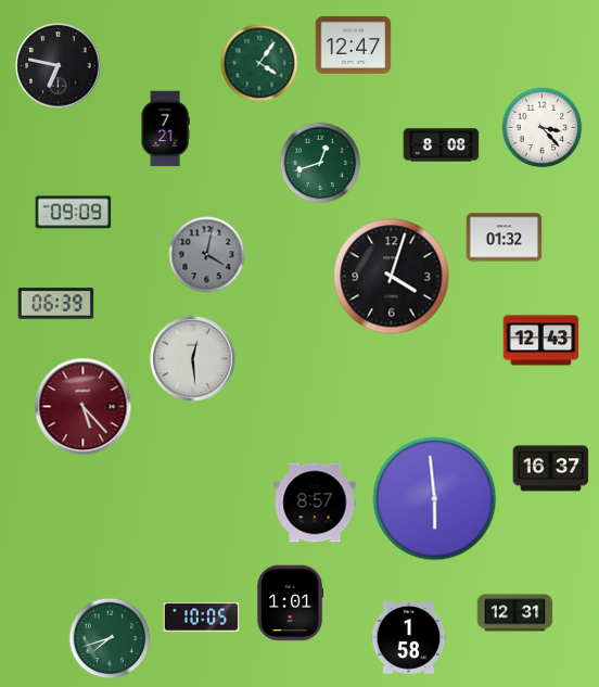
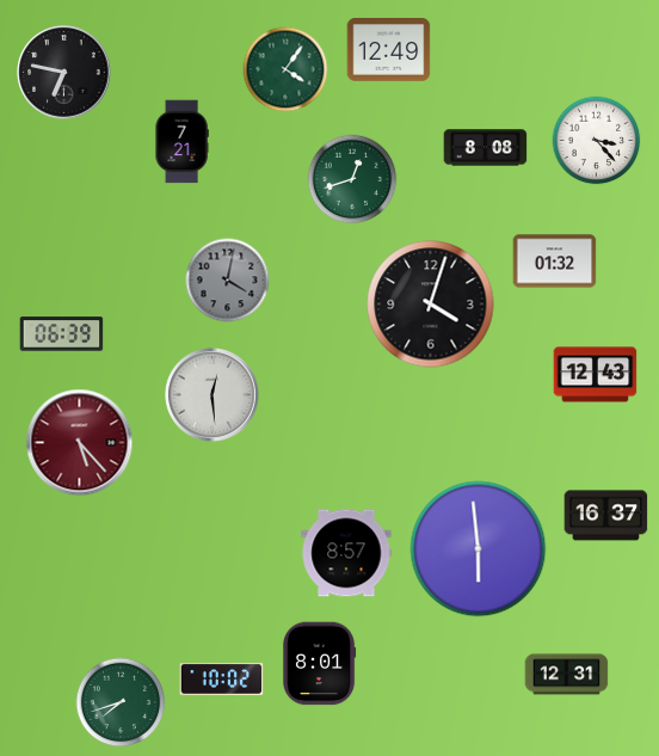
clock at (354, 46): 12:47 -> 12:49
clock at (442, 145) position: (442, 145) -> (486, 148)
clock at (74, 213): 09:09 -> none
clock at (84, 407) position: (84, 407) -> (80, 443)
clock at (290, 603): 1:01 -> 8:01
clock at (202, 618): 10:05 -> 10:02
clock at (409, 638): 1:58 -> none
